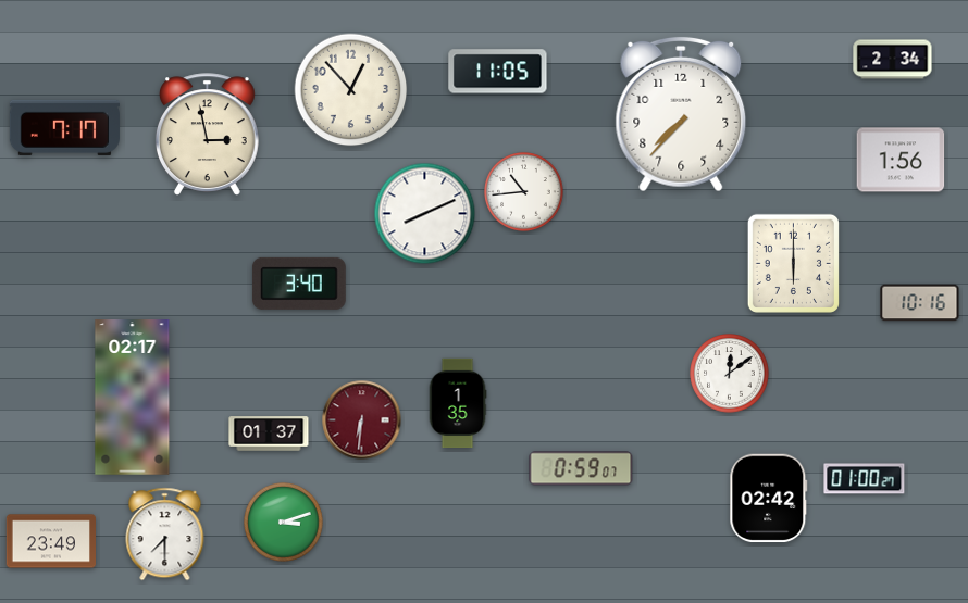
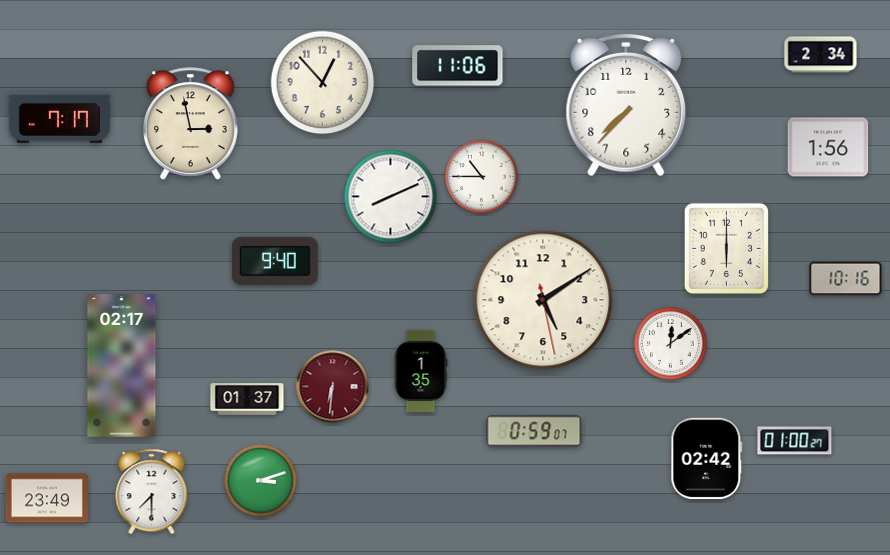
clock at (498, 72): 11:05 -> 11:06
clock at (524, 192): 10:44 -> 10:45
clock at (793, 263) position: (793, 263) -> (726, 248)
clock at (299, 284): 3:40 -> 9:40
clock at (543, 300): none -> 5:09
